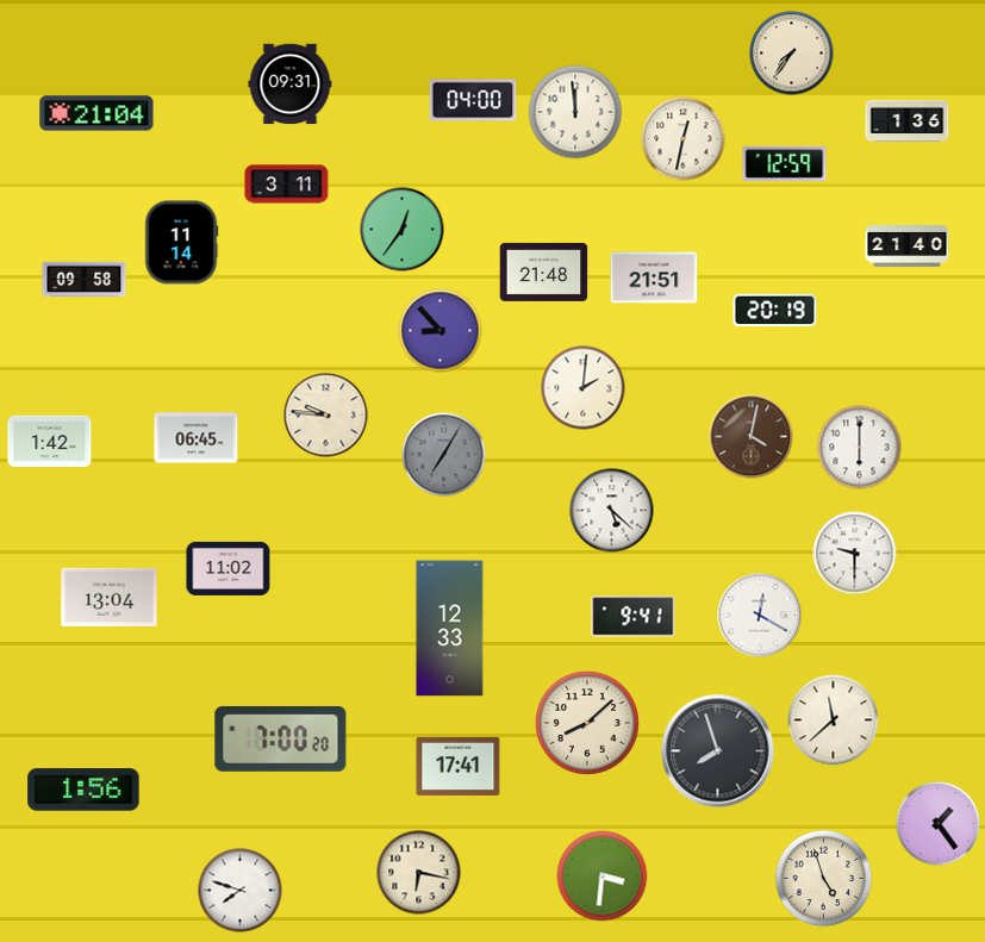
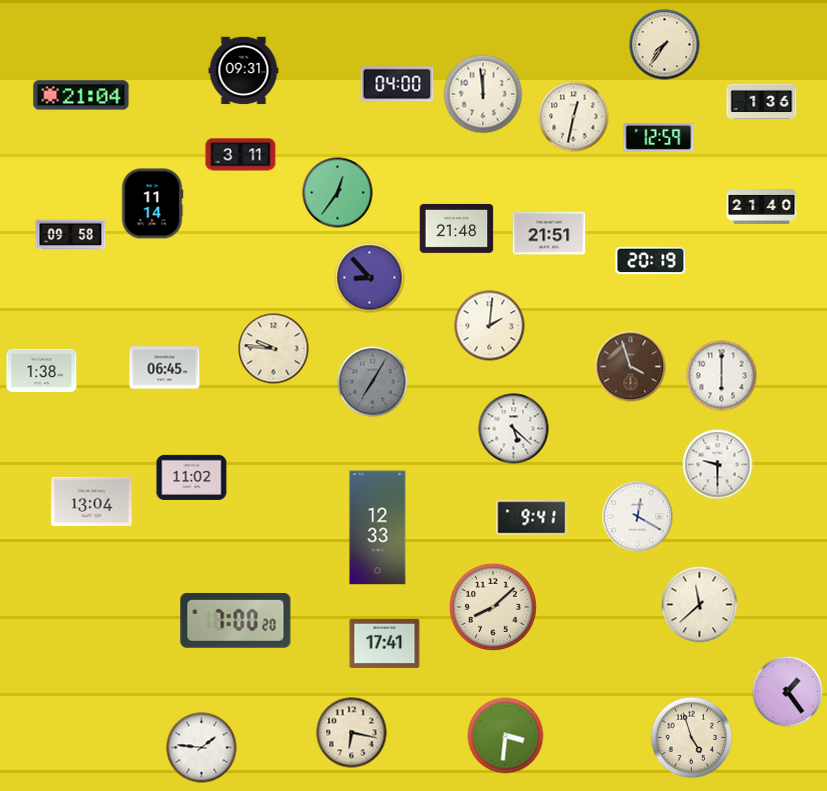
clock at (752, 437): 4:02 -> 3:57
clock at (50, 441): 1:42 -> 1:38
clock at (718, 751): 7:57 -> none
clock at (83, 790): 1:56 -> none
clock at (241, 891): 7:48 -> 1:46
